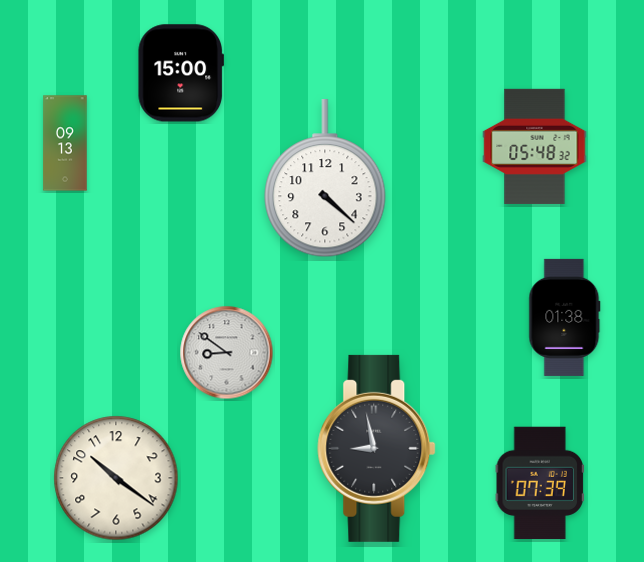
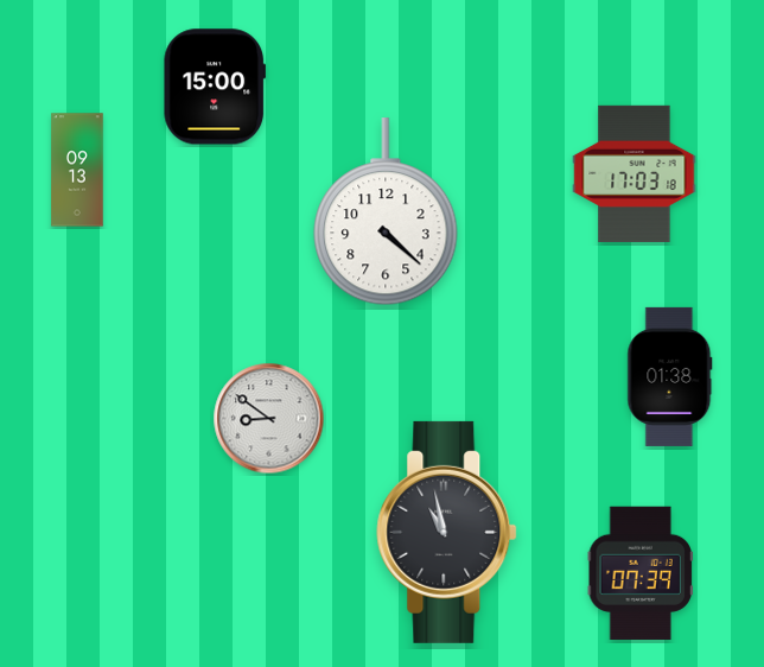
clock at (535, 146): 05:48 -> 17:03
clock at (377, 448): 8:58 -> 10:58
clock at (116, 478): 10:21 -> none
